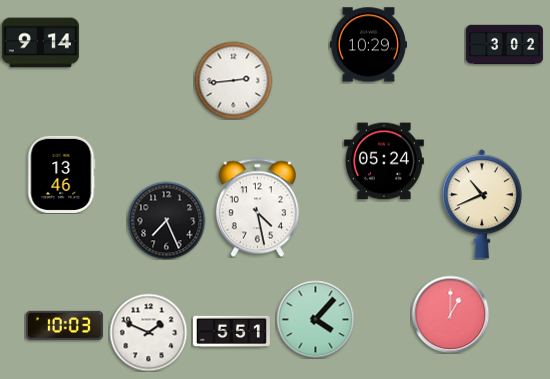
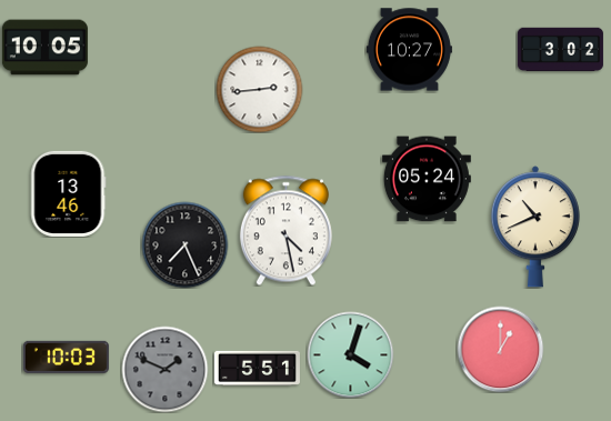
clock at (40, 43): 9:14 -> 10:05
clock at (368, 45): 10:29 -> 10:27
clock at (315, 319): 4:07 -> 4:03
clock at (64, 325) position: (64, 325) -> (66, 357)
clock at (148, 332) dial: white -> grey
